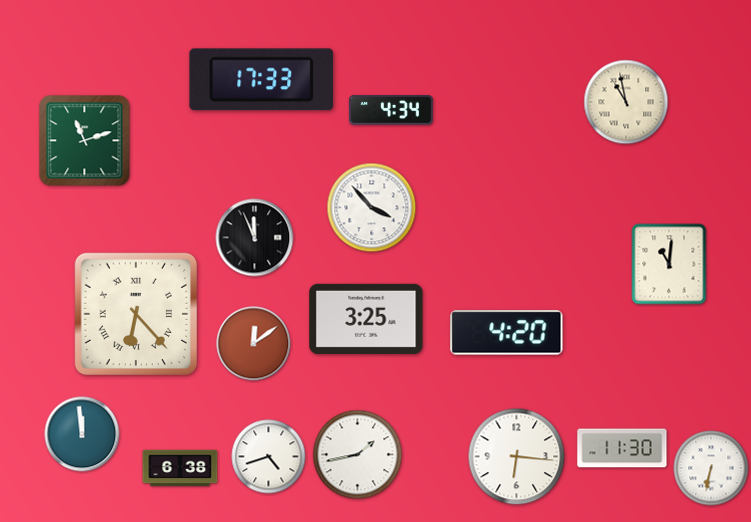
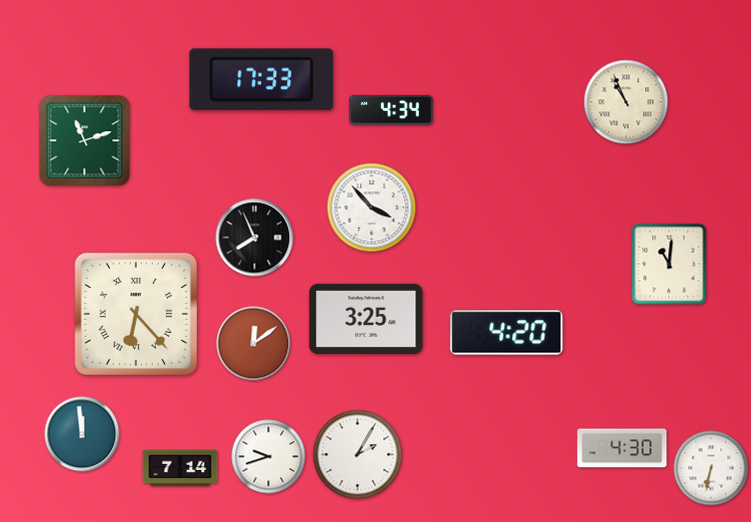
clock at (626, 102): 10:58 -> 10:56
clock at (255, 238): 11:56 -> 7:56
clock at (622, 448): 11:30 -> 4:30
clock at (358, 455): 1:43 -> 2:05
clock at (269, 457): 4:42 -> 9:42
clock at (517, 457): 6:16 -> none
clock at (180, 468): 6:38 -> 7:14
